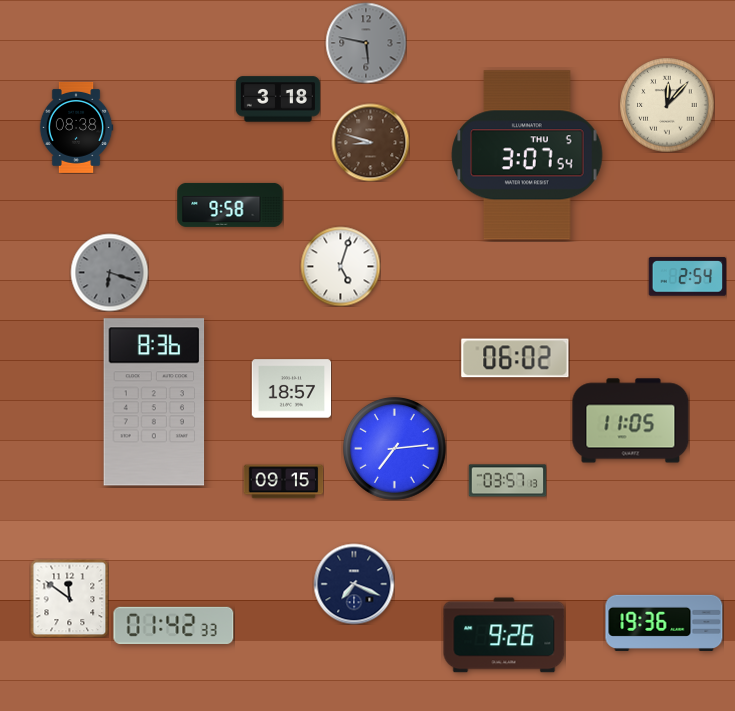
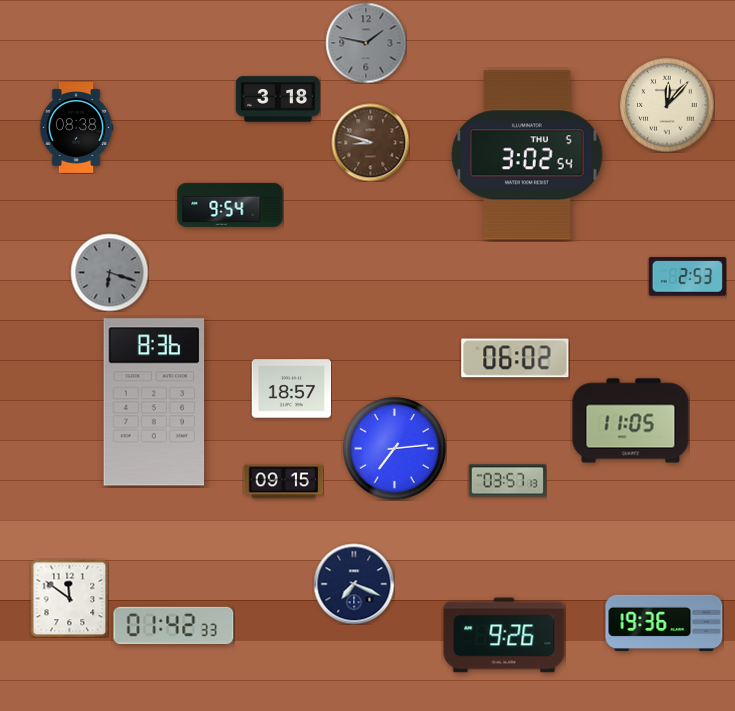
clock at (366, 43): 5:47 -> 1:47
clock at (527, 155): 3:07 -> 3:02
clock at (230, 205): 9:58 -> 9:54
clock at (340, 266): 5:03 -> none
clock at (687, 277): 2:54 -> 2:53
